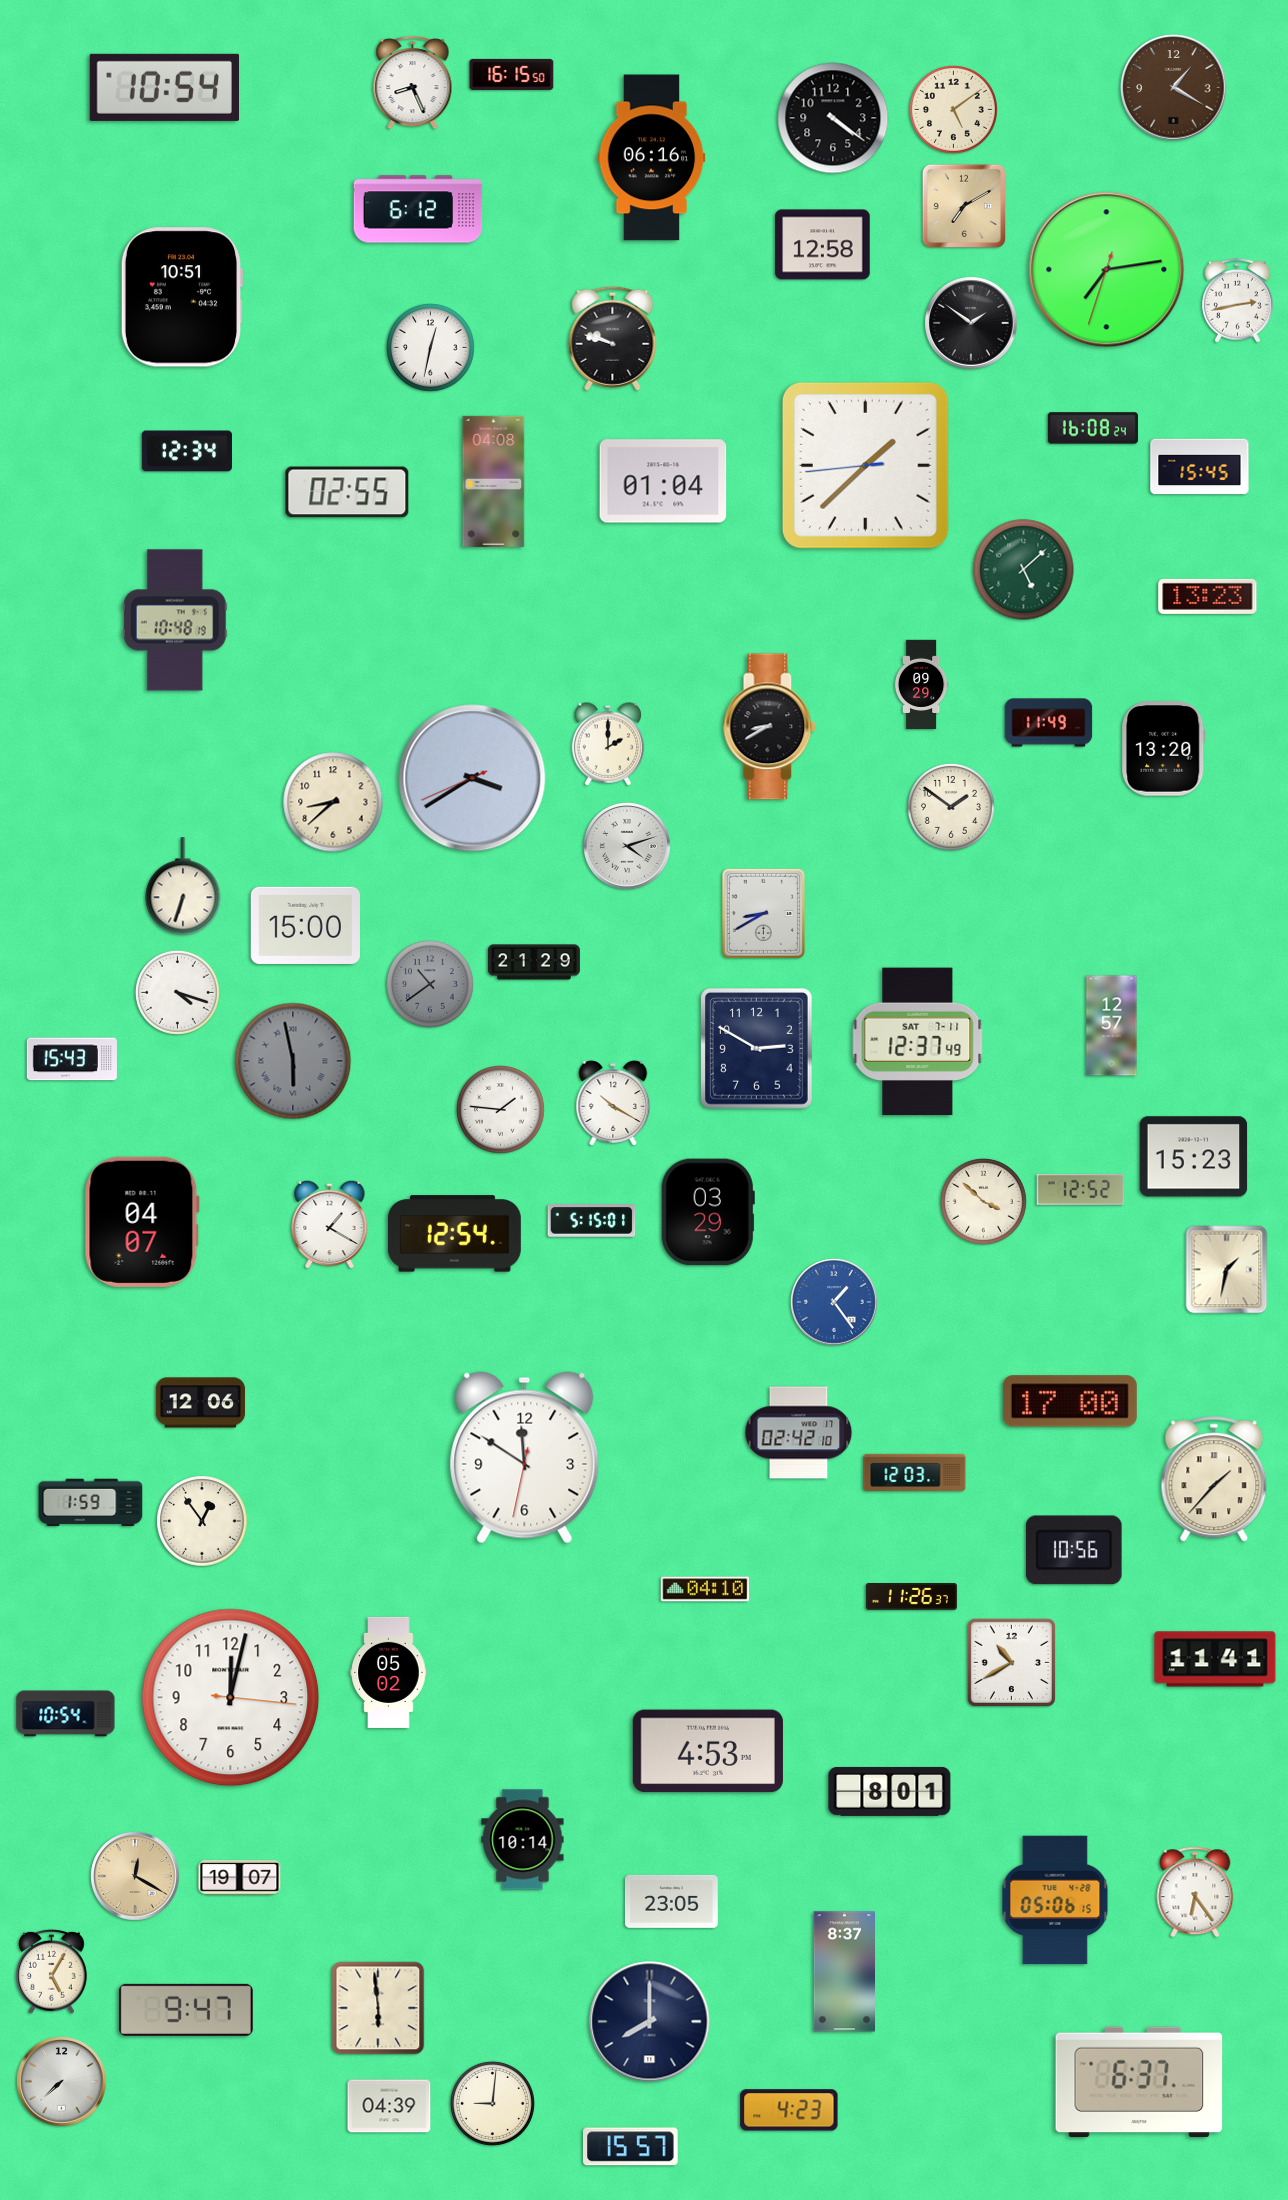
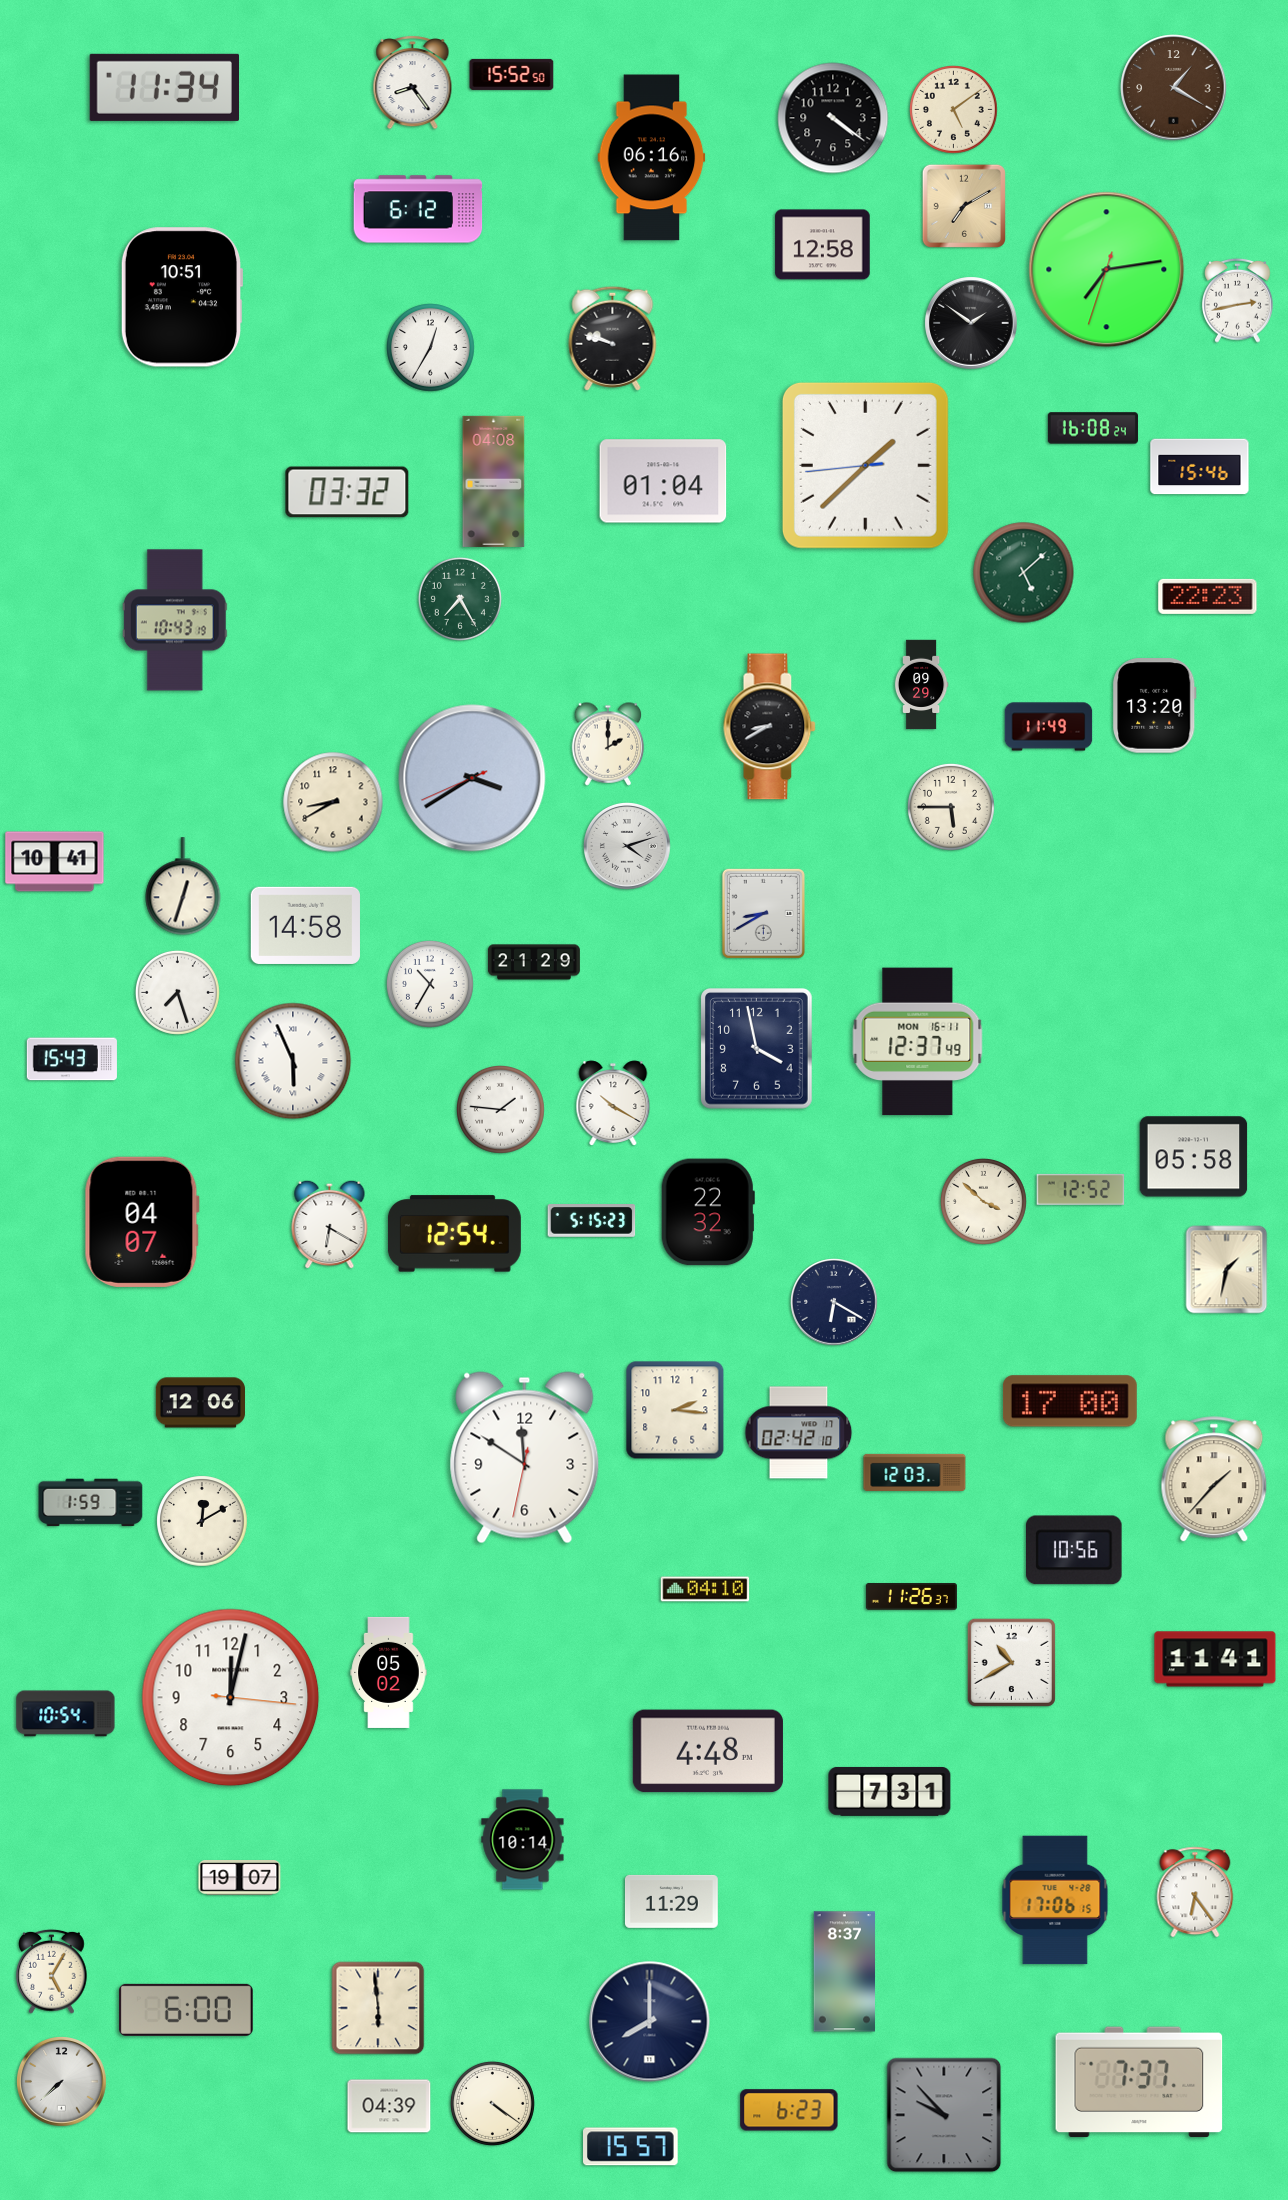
clock at (512, 74): 16:15 -> 15:52
clock at (413, 82): 8:26 -> 8:24
clock at (164, 87): 10:54 -> 11:34
clock at (431, 348): 12:32 -> 12:35
clock at (187, 451): 12:34 -> none
clock at (1200, 467): 15:45 -> 15:46
clock at (347, 492): 02:55 -> 03:32
clock at (1024, 570) position: (1024, 570) -> (1024, 573)
clock at (1208, 596): 13:23 -> 22:23
clock at (460, 599): none -> 7:25
clock at (175, 620): 10:48 -> 10:43
clock at (1049, 723) position: (1049, 723) -> (1049, 727)
clock at (1164, 749) position: (1164, 749) -> (1155, 706)
clock at (333, 802): 8:38 -> 8:40
clock at (951, 807): 1:51 -> 5:45
clock at (55, 862): none -> 10:41
clock at (183, 886): 6:33 -> 12:33
clock at (305, 925): 15:00 -> 14:58
clock at (430, 984): 10:39 -> 10:35
clock at (430, 984) dial: grey -> white
clock at (177, 992): 4:18 -> 7:27
clock at (1112, 1026): 12:57 -> none
clock at (918, 1042) date: SAT 7-11 -> MON 16-11
clock at (757, 1049): 2:50 -> 3:58
clock at (293, 1061): 5:58 -> 5:56
clock at (293, 1061) dial: grey -> white
clock at (1194, 1157): 15:23 -> 05:58
clock at (708, 1212): 03:29 -> 22:32
clock at (592, 1221): 5:15:01 -> 5:15:23
clock at (330, 1224): 1:20 -> 6:20
clock at (835, 1303): 1:24 -> 6:20
clock at (835, 1303) dial: blue -> navy
clock at (675, 1410): none -> 2:16
clock at (202, 1521): 12:54 -> 12:10
clock at (708, 1751): 4:53 -> 4:48
clock at (890, 1792): 8:01 -> 7:31
clock at (136, 1877): 12:20 -> none
clock at (1055, 1900): 05:06 -> 17:06
clock at (671, 1901): 23:05 -> 11:29
clock at (186, 2010): 9:47 -> 6:00
clock at (1139, 2082): 6:37 -> 7:37
clock at (492, 2103): 9:01 -> 4:21
clock at (789, 2110): 4:23 -> 6:23
clock at (944, 2115): none -> 9:53
